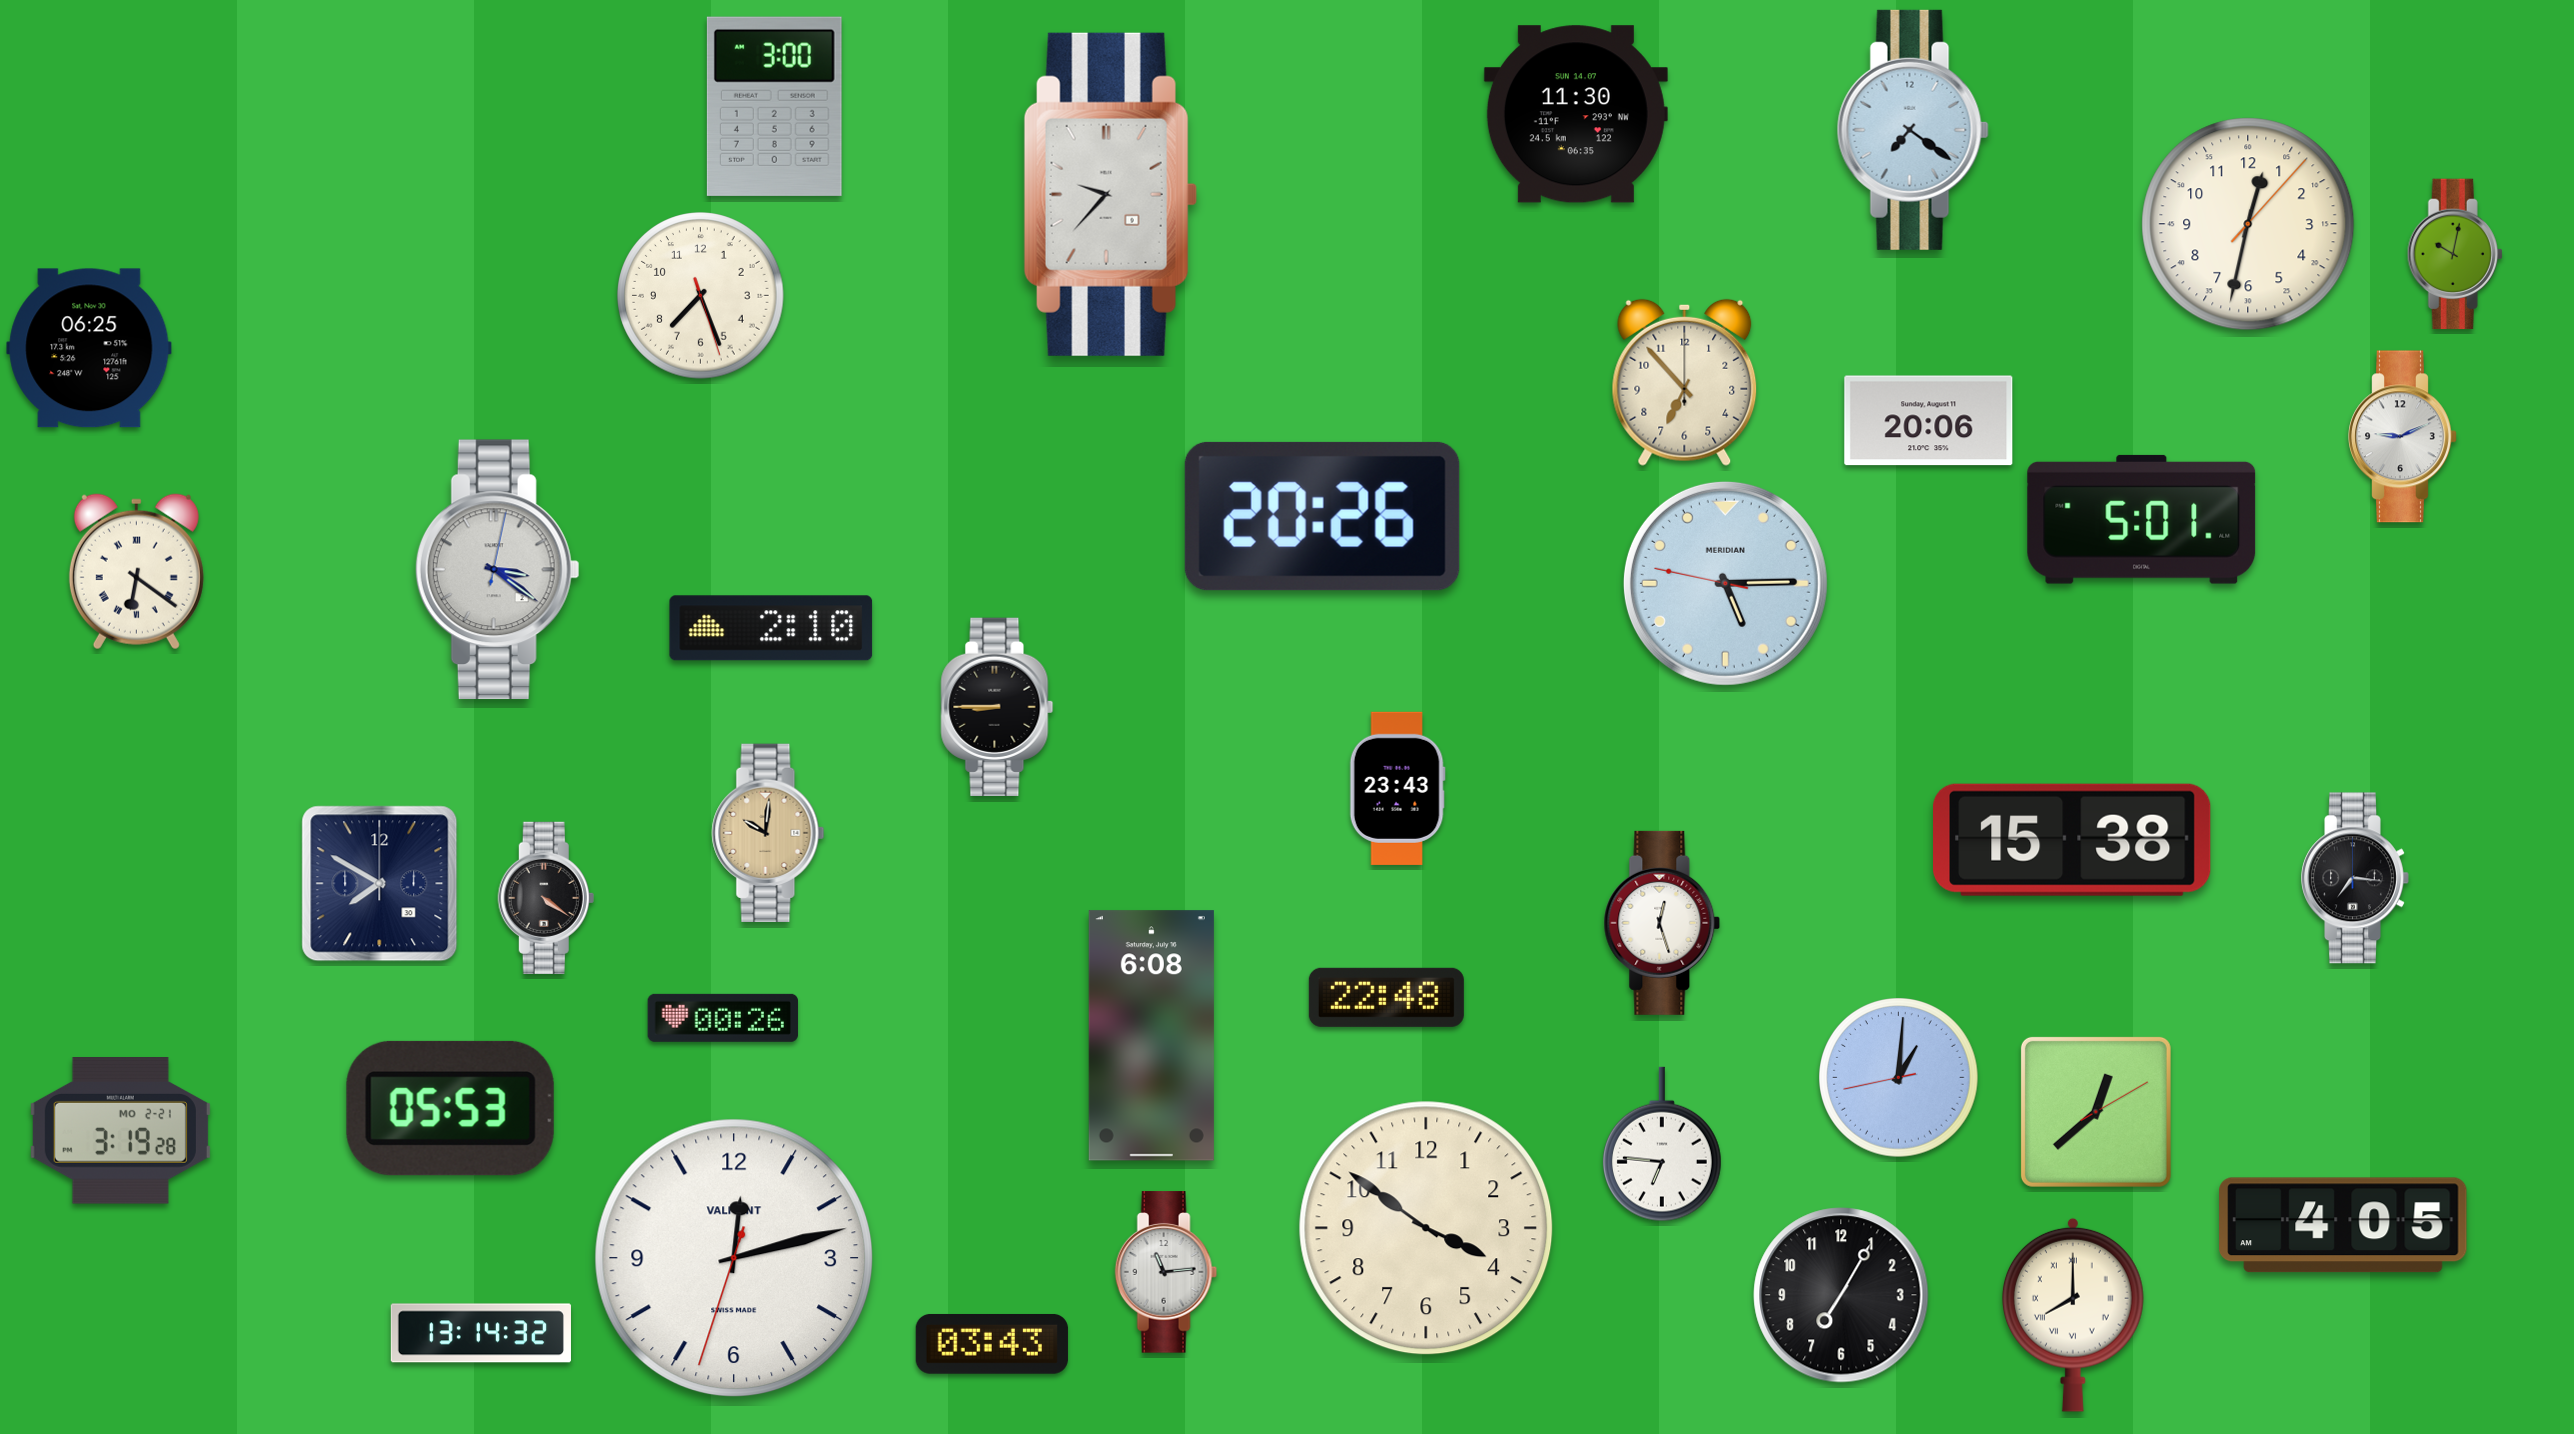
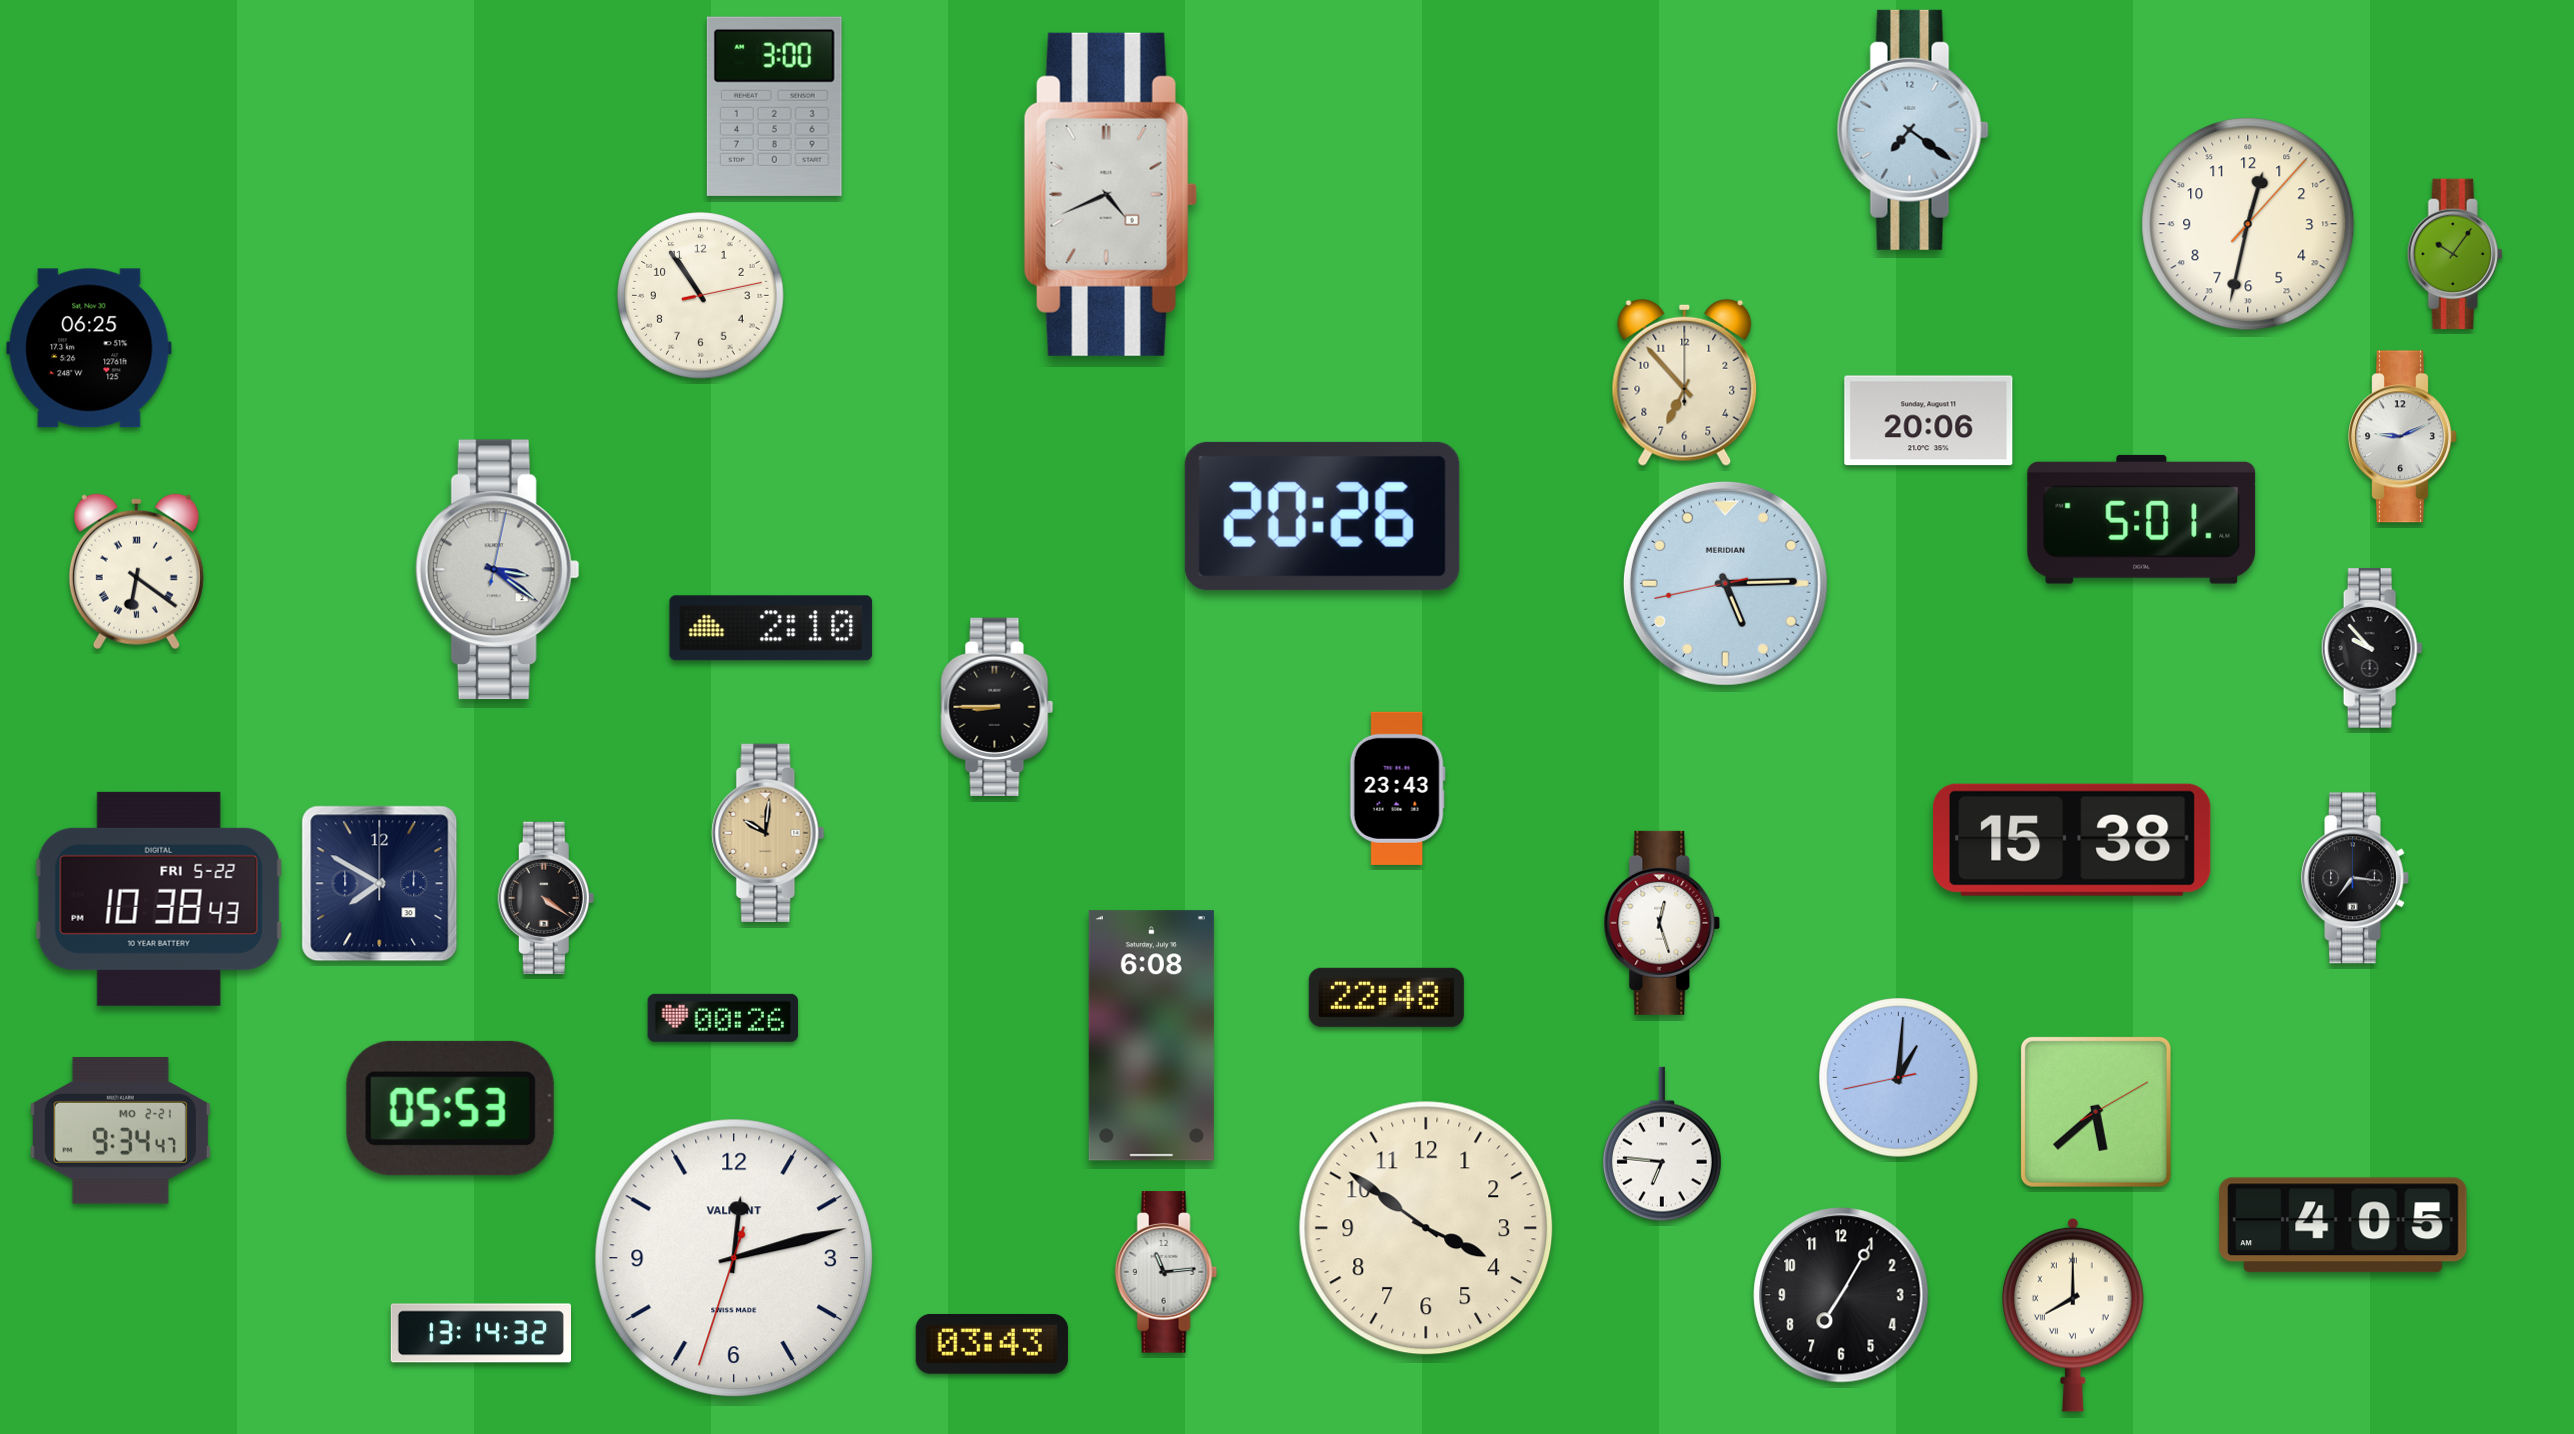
clock at (1576, 114): 11:30 -> none
clock at (1110, 194): 9:37 -> 4:41
clock at (2455, 254): 10:02 -> 10:06
clock at (701, 296): 7:26 -> 10:54
clock at (1725, 583): 5:14:47 -> 5:14:43
clock at (2372, 649): none -> 9:53
clock at (159, 899): none -> 10:38
clock at (2096, 1112): 12:38 -> 5:38
clock at (120, 1131): 3:19 -> 9:34
